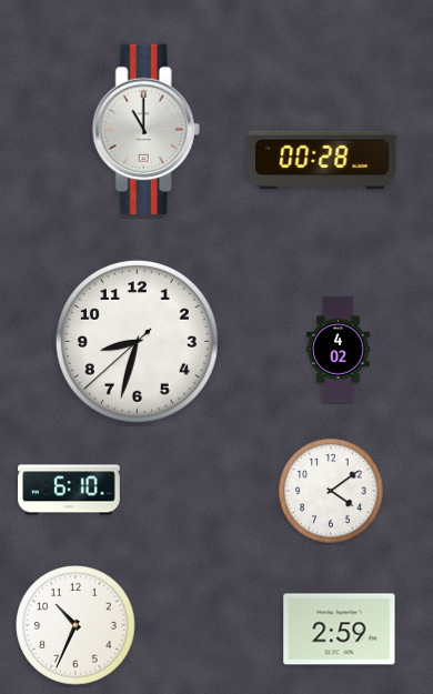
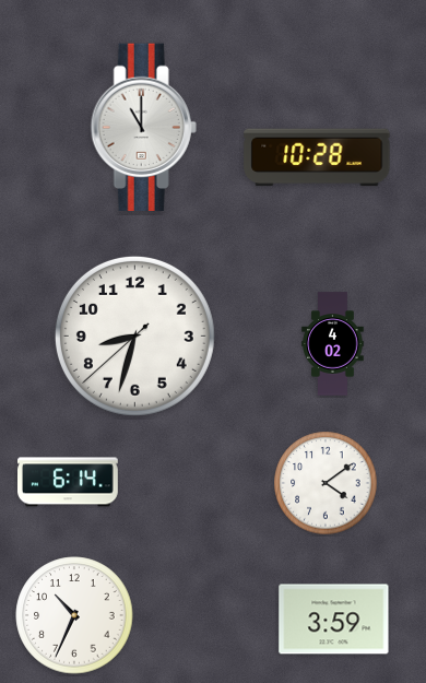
clock at (322, 160): 00:28 -> 10:28
clock at (70, 490): 6:10 -> 6:14
clock at (340, 630): 2:59 -> 3:59
